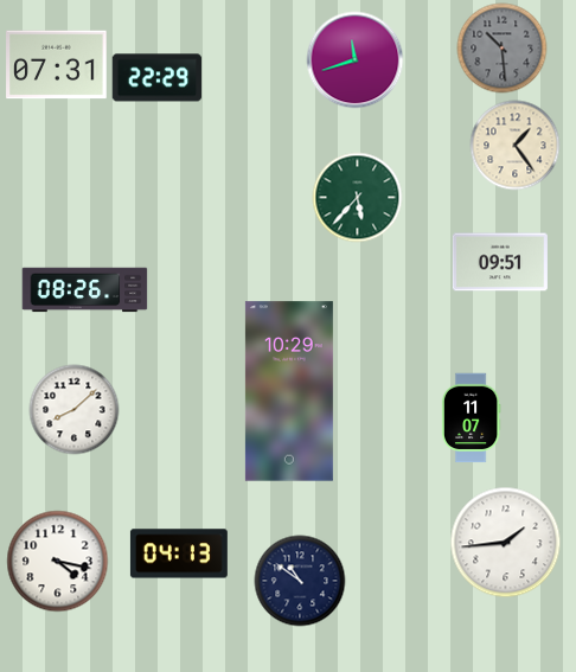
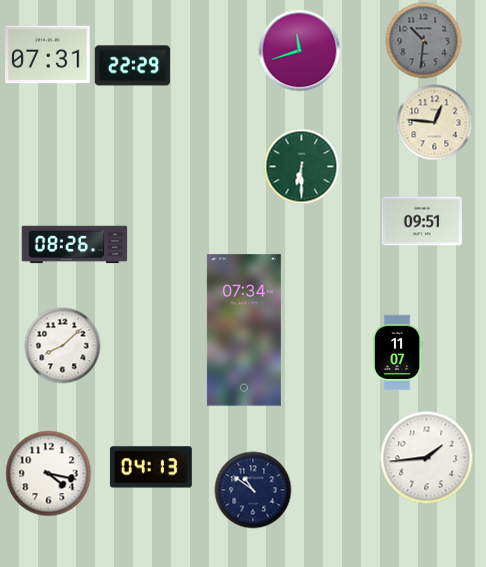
clock at (503, 49): 10:29 -> 10:31
clock at (516, 146): 1:24 -> 12:46
clock at (358, 198): 5:37 -> 6:30
clock at (85, 290) position: (85, 290) -> (75, 245)
clock at (289, 391): 10:29 -> 07:34
